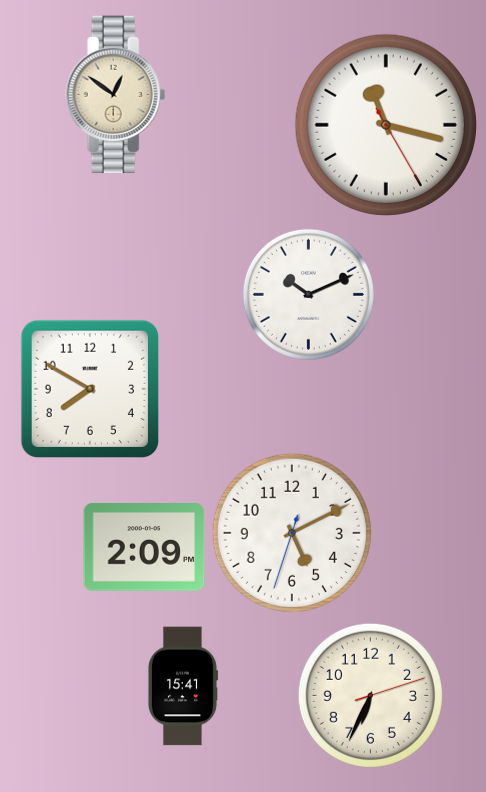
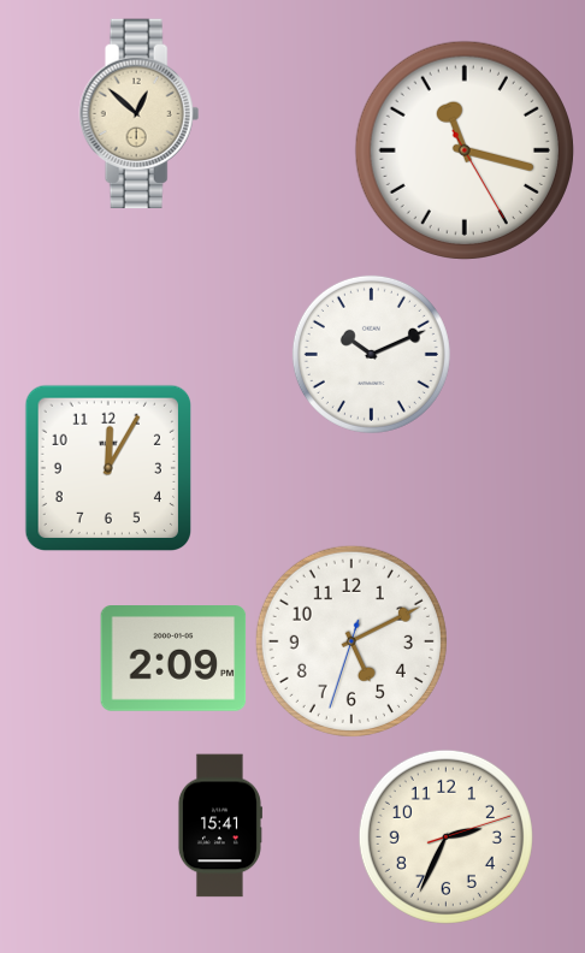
clock at (116, 95): 12:51 -> 12:52
clock at (89, 388): 7:50 -> 12:05
clock at (370, 695): 6:34 -> 2:34
